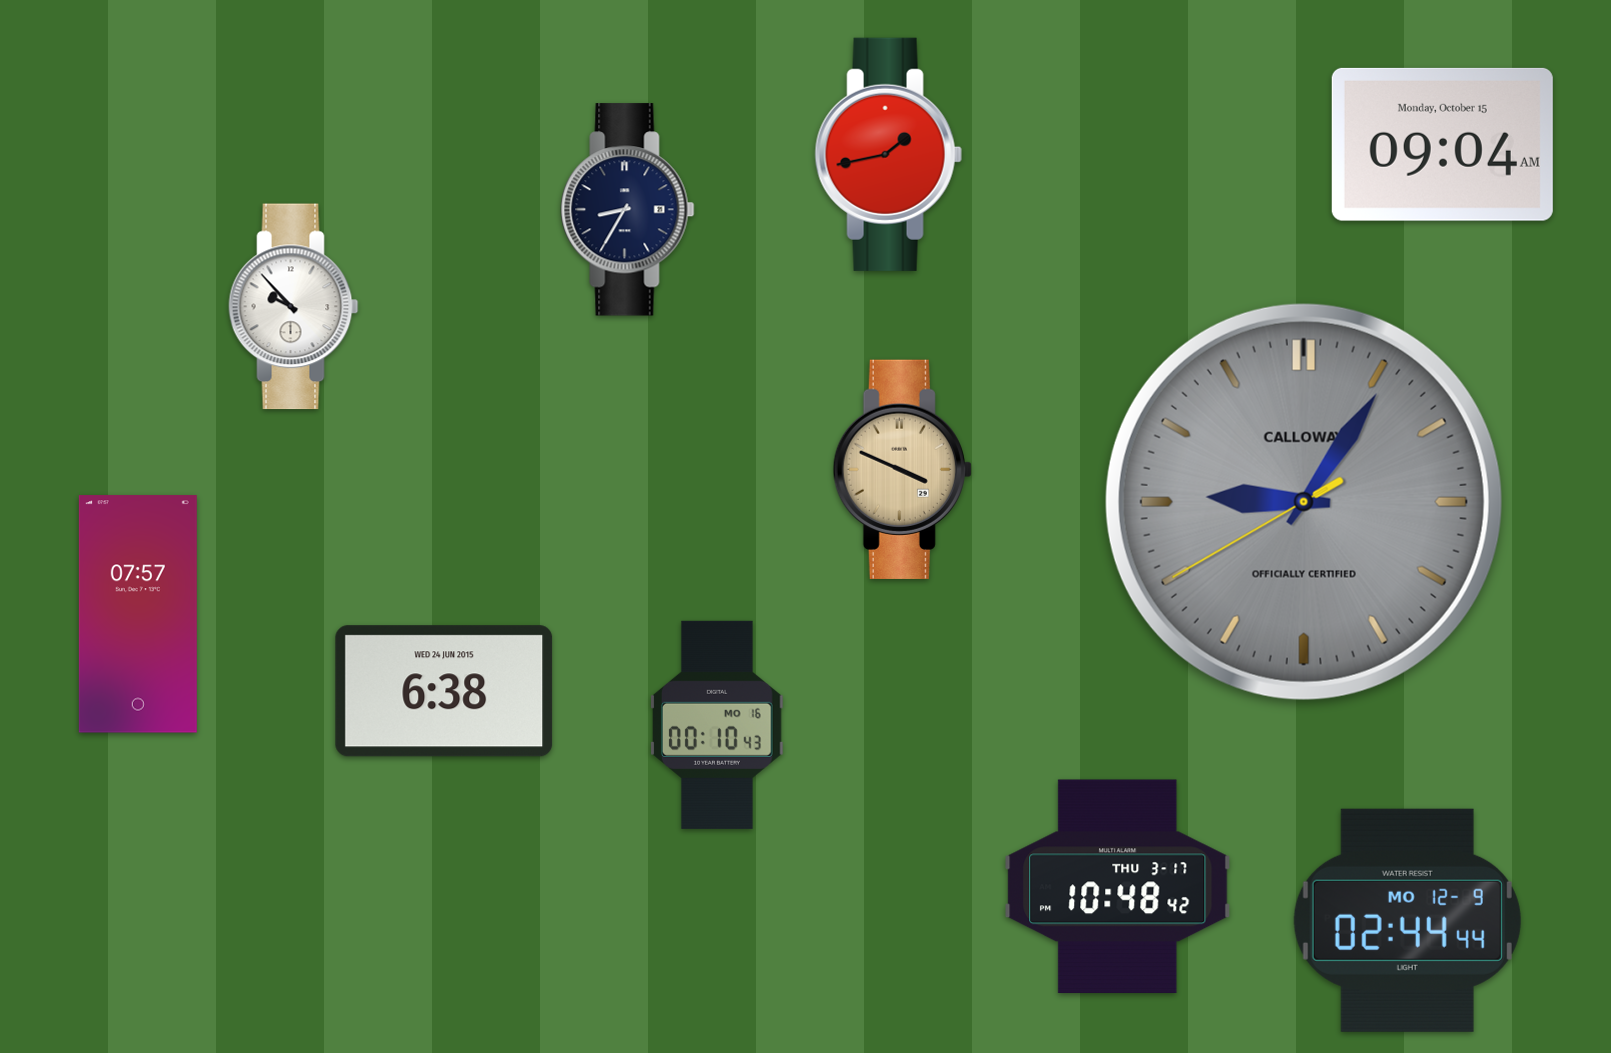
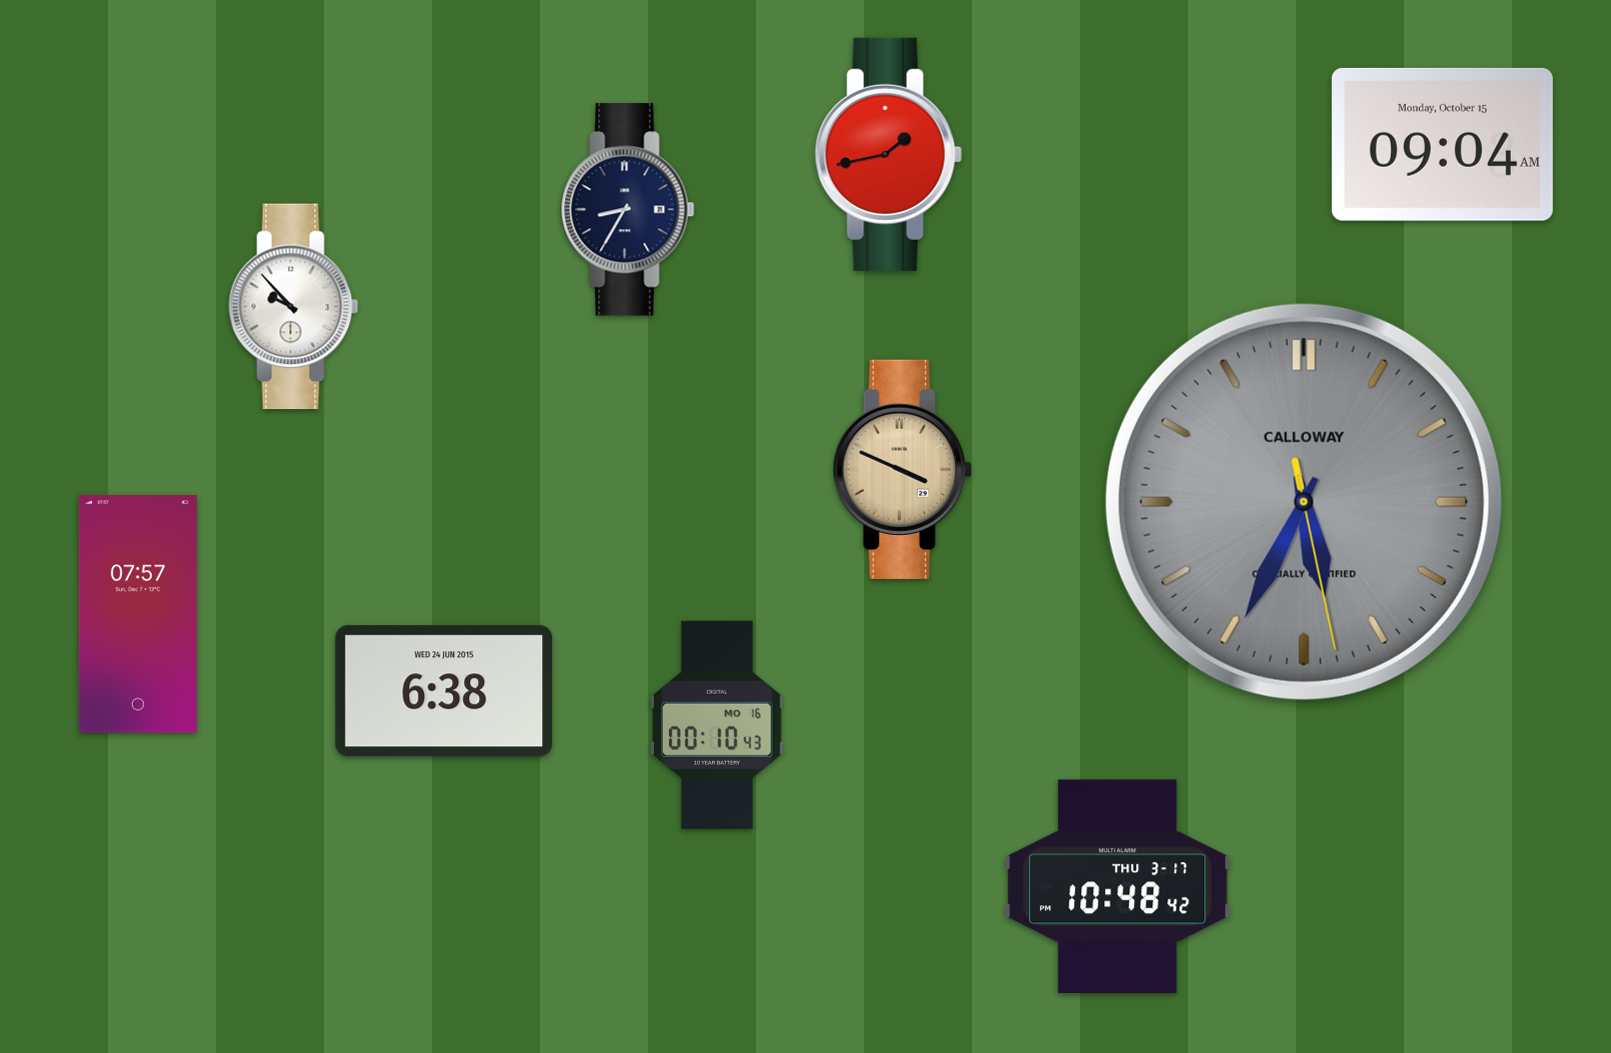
clock at (1304, 502): 9:05 -> 5:34
clock at (1407, 920): 02:44 -> none
